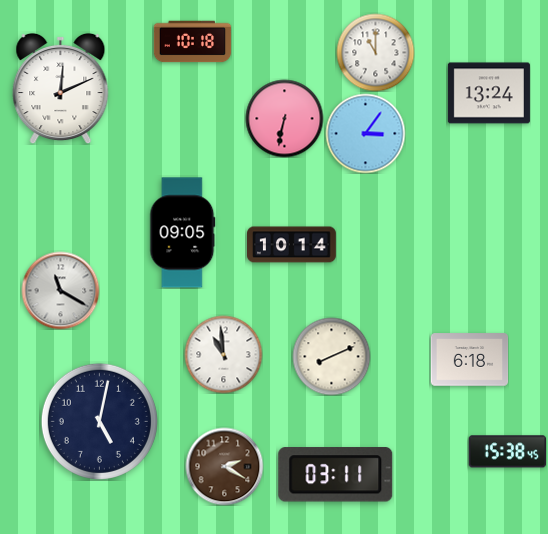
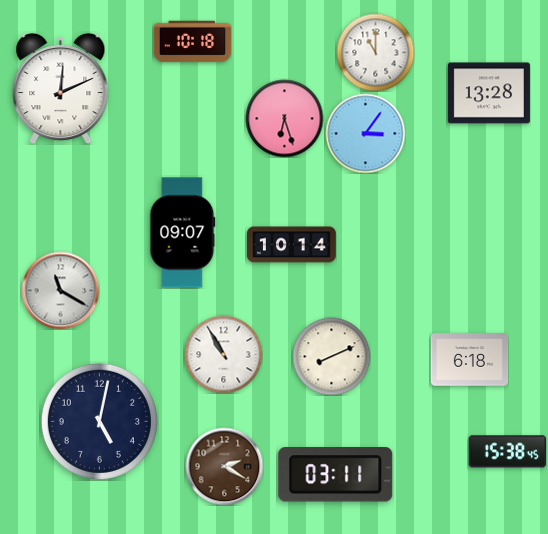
clock at (489, 93): 13:24 -> 13:28
clock at (284, 118): 6:32 -> 6:27
clock at (183, 233): 09:05 -> 09:07
clock at (223, 354): 10:59 -> 10:55
